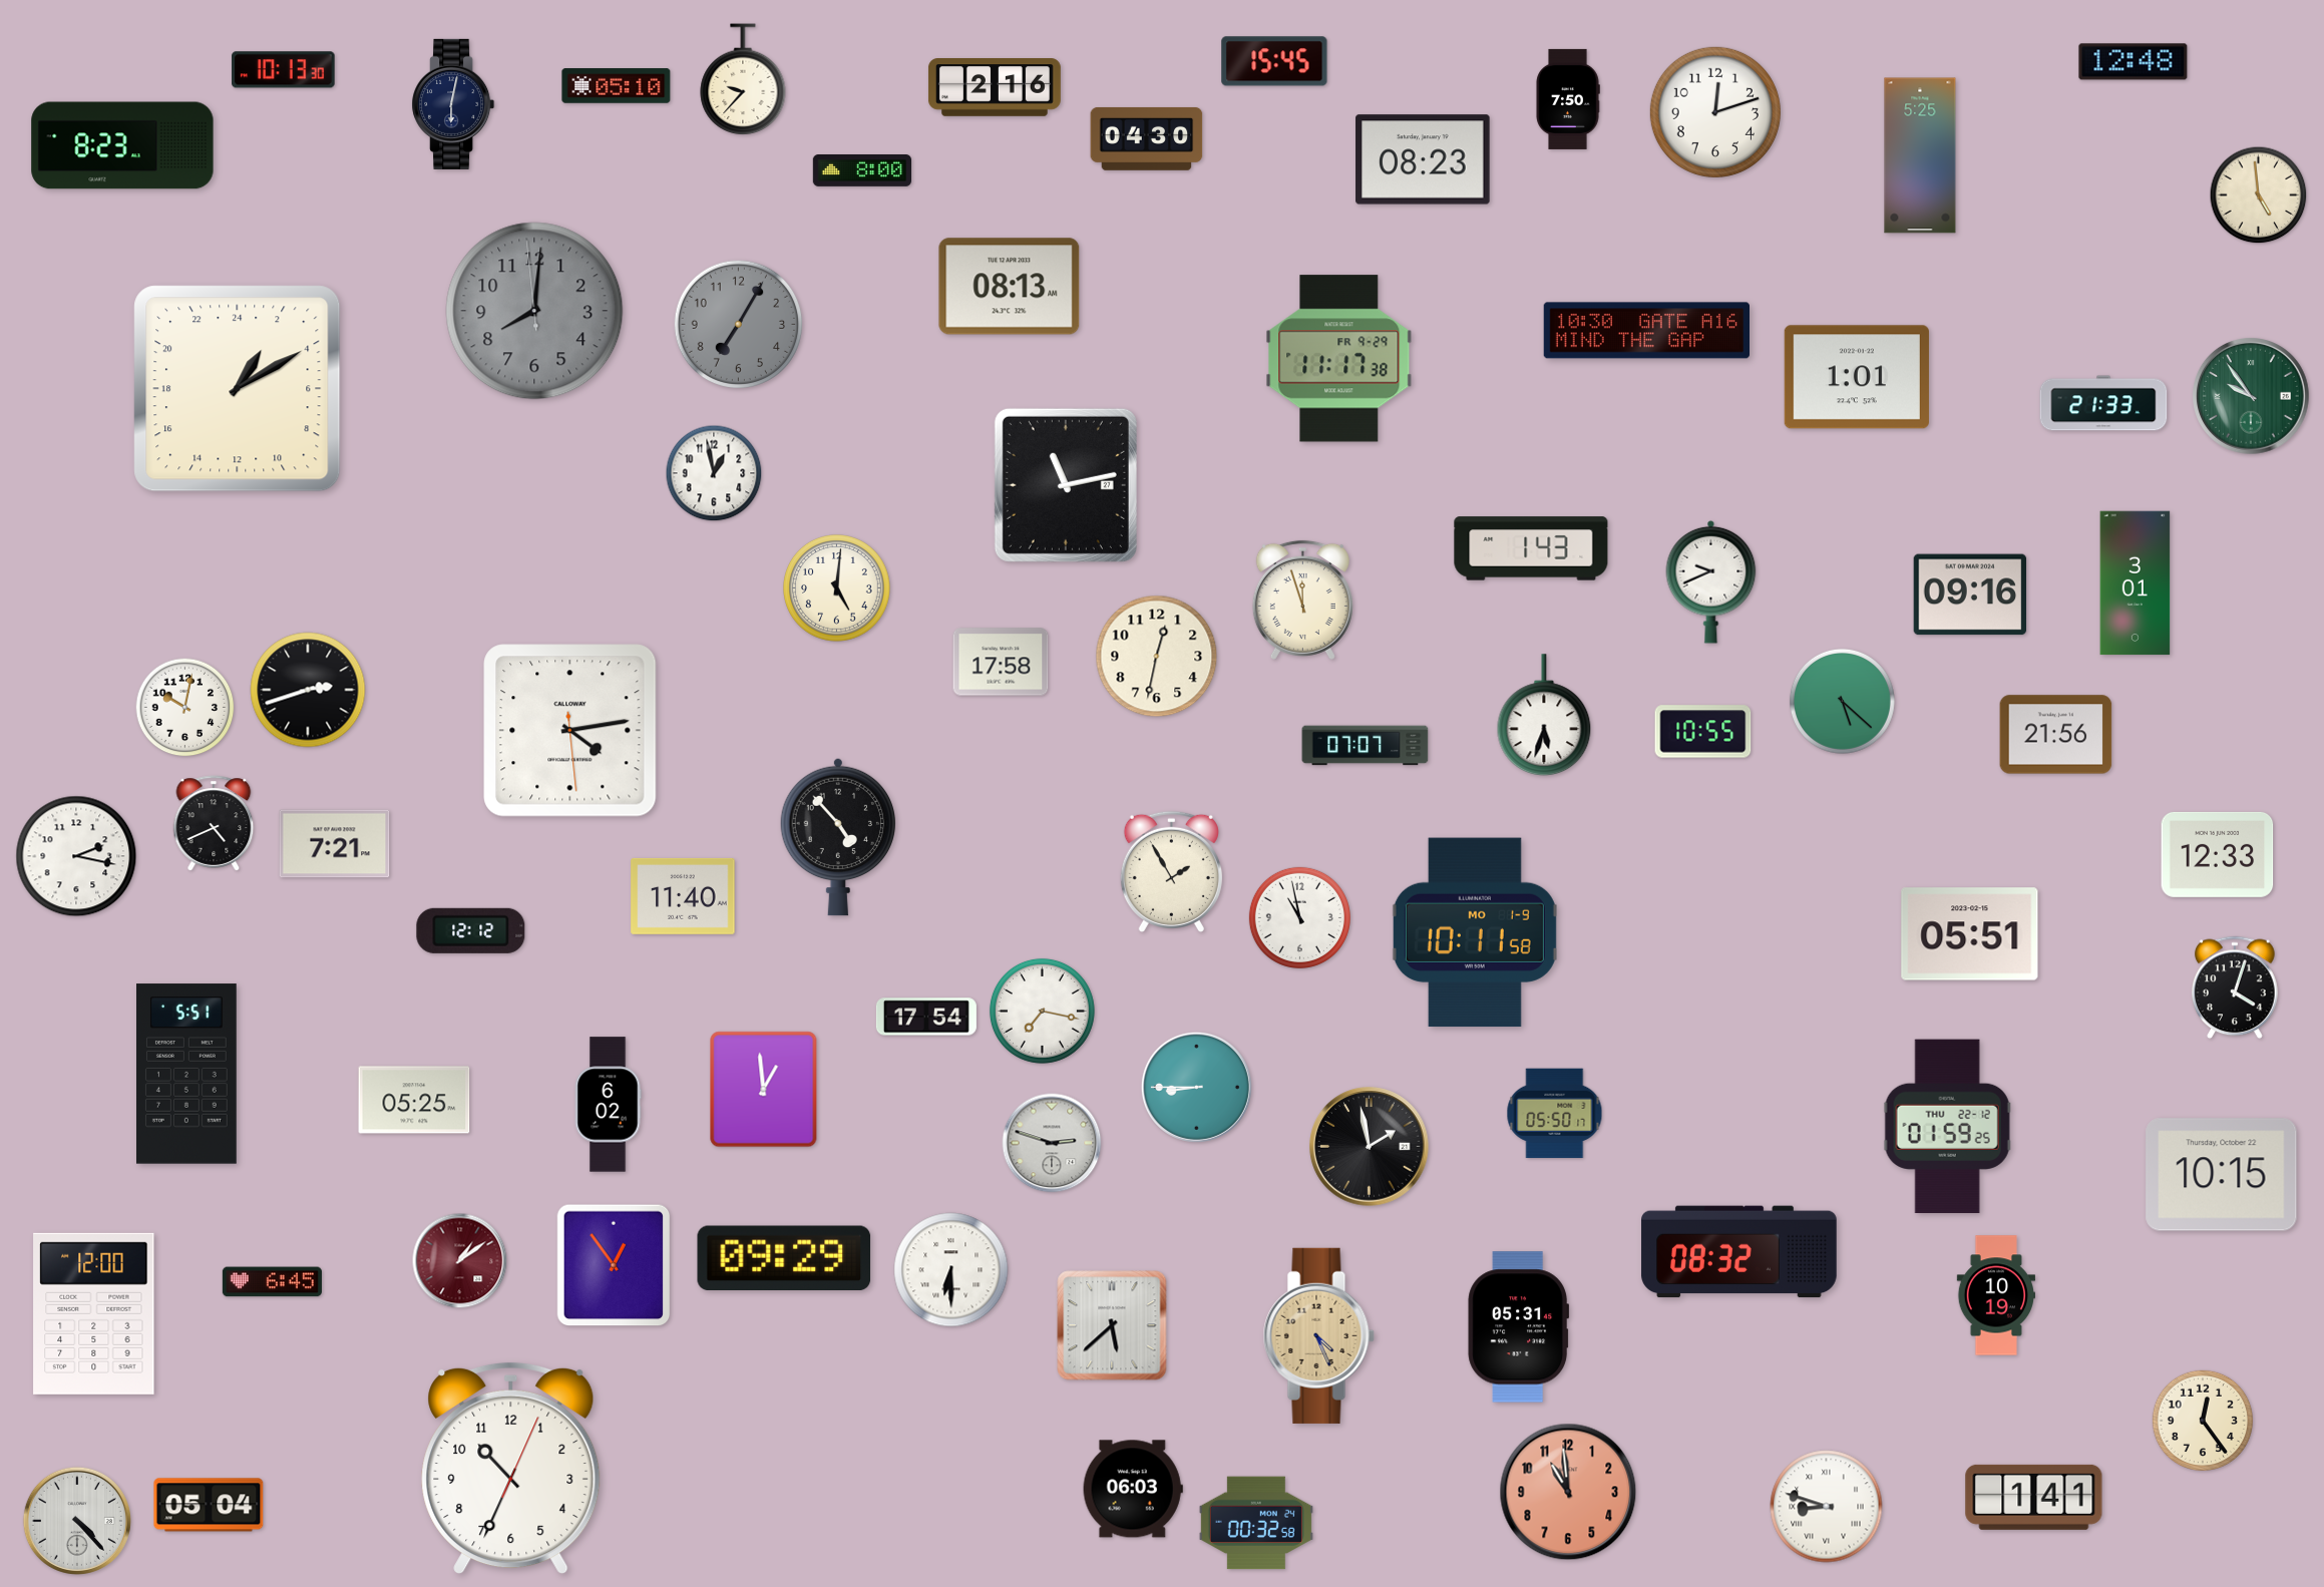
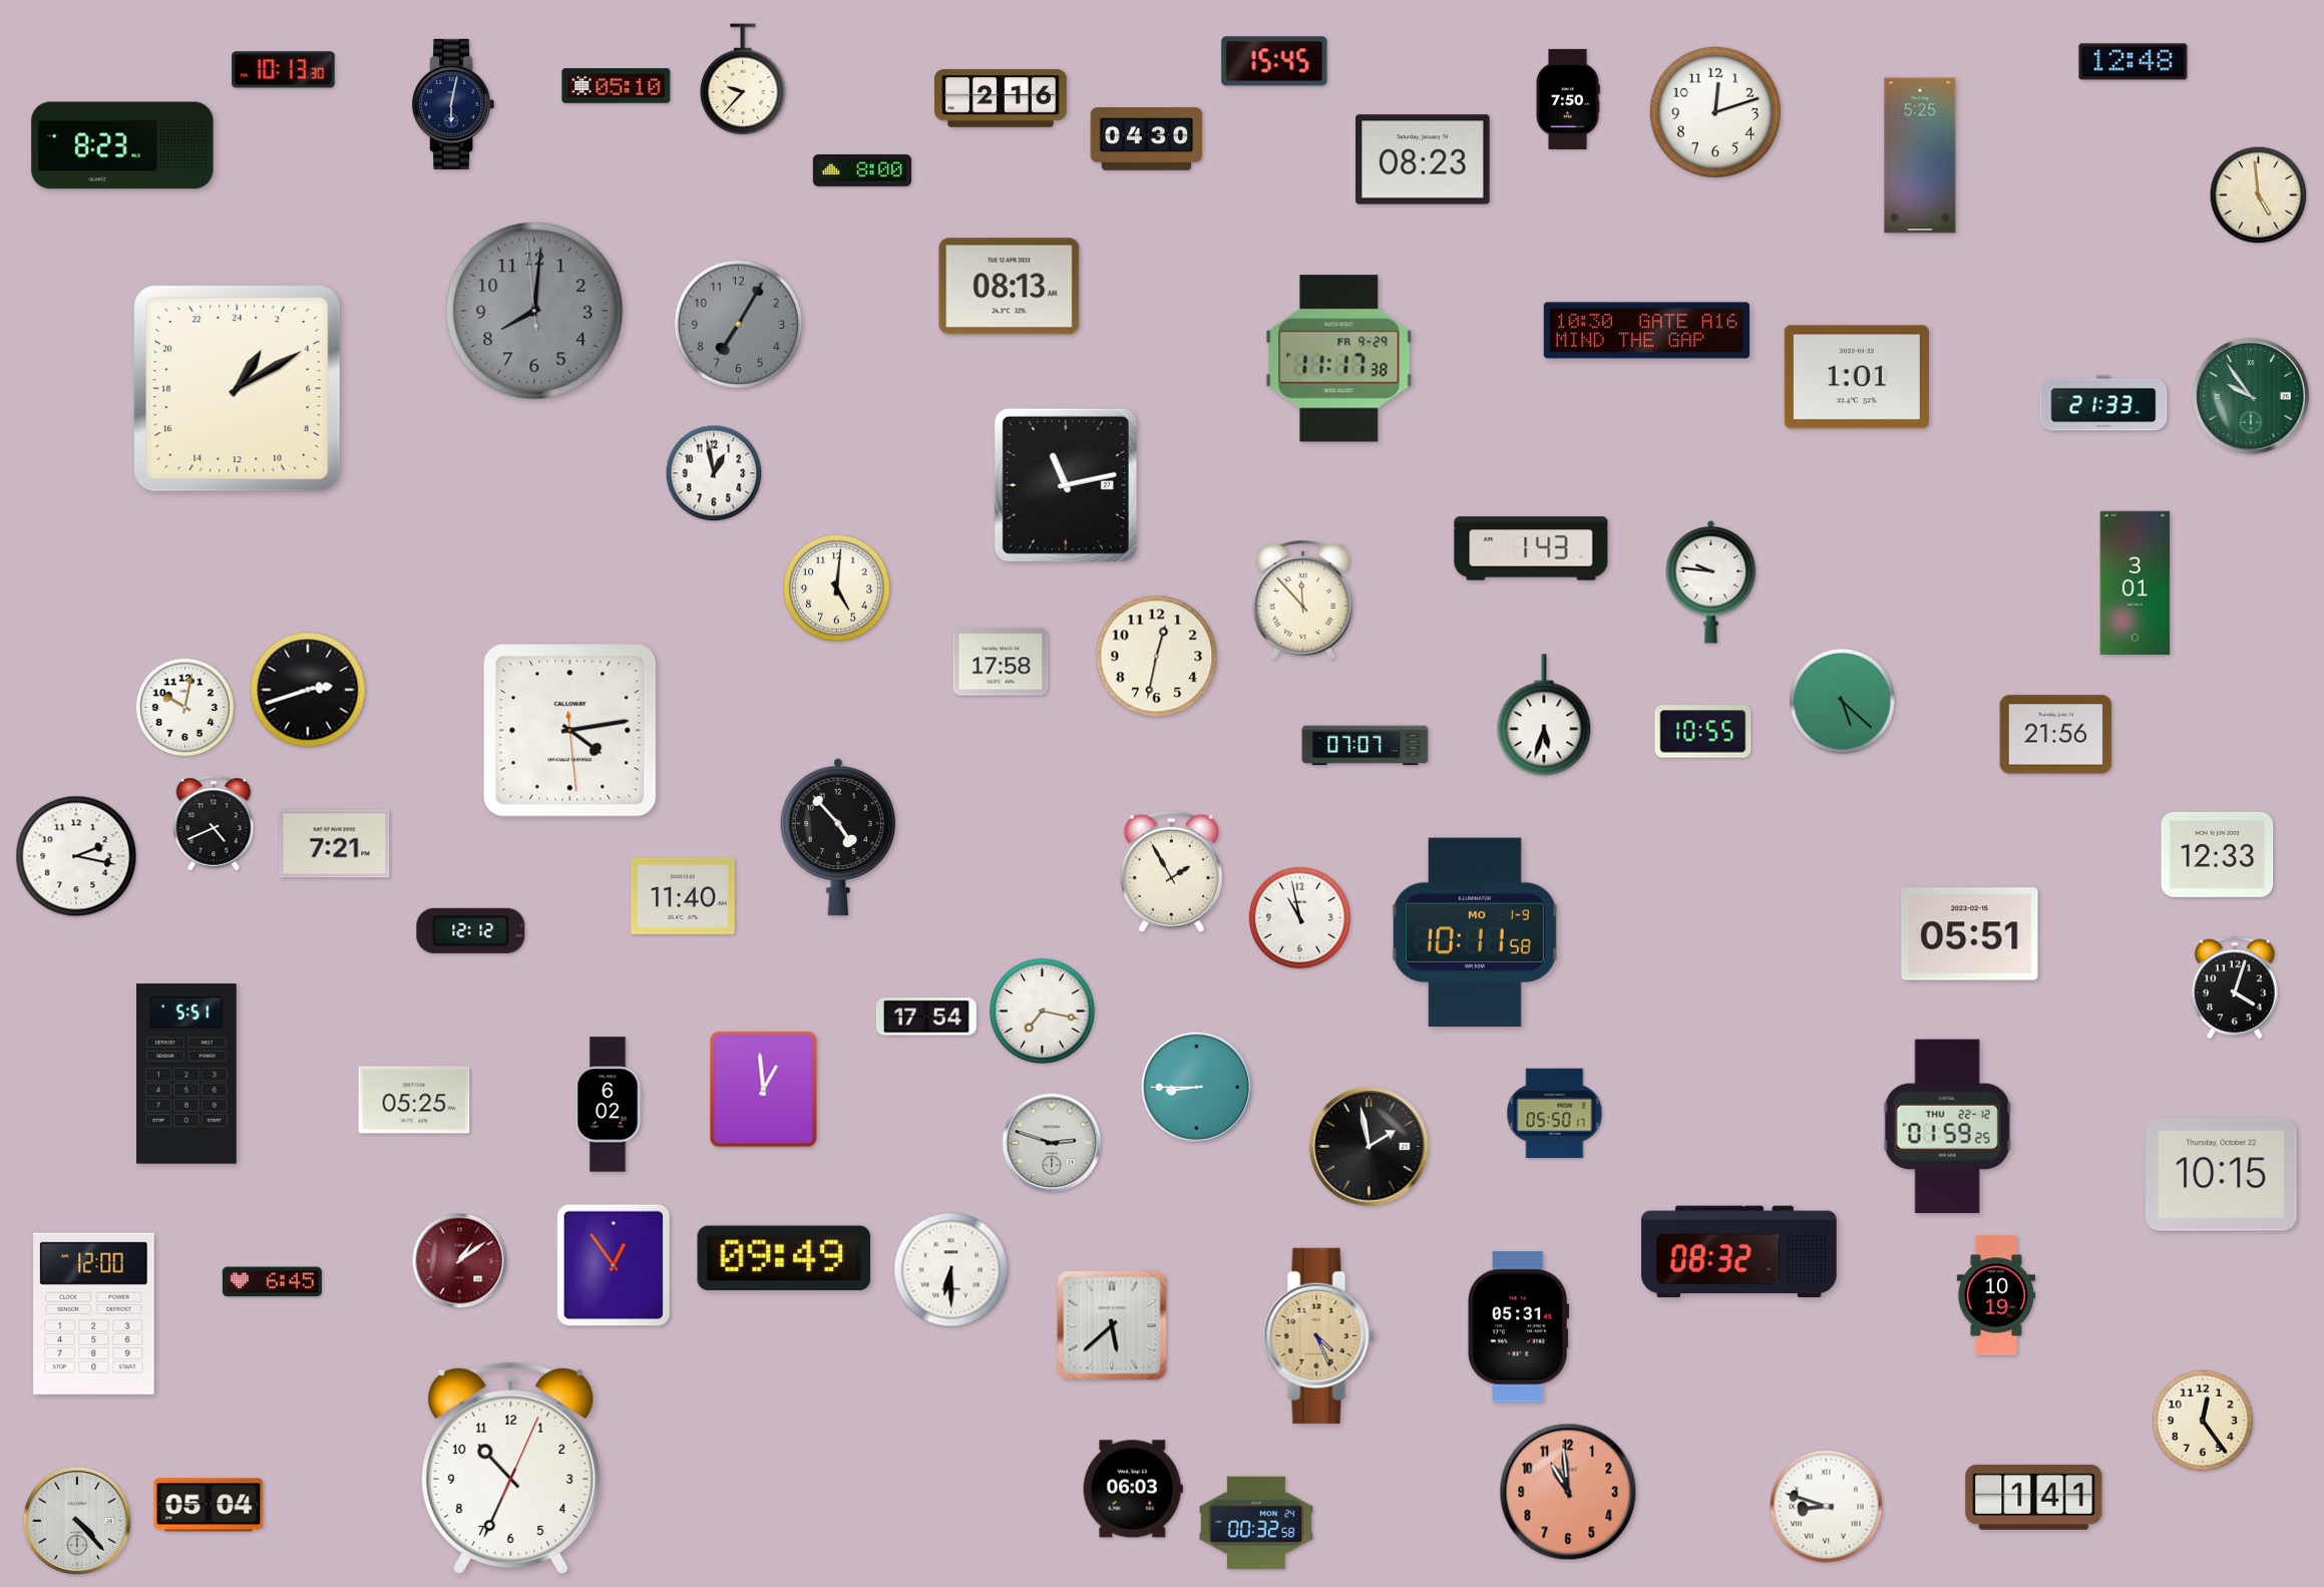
clock at (995, 87) position: (995, 87) -> (1001, 98)
clock at (1711, 581): 9:41 -> 9:46
clock at (1970, 594): 09:16 -> none
clock at (1302, 600): 11:57 -> 11:53
clock at (784, 1257): 09:29 -> 09:49
